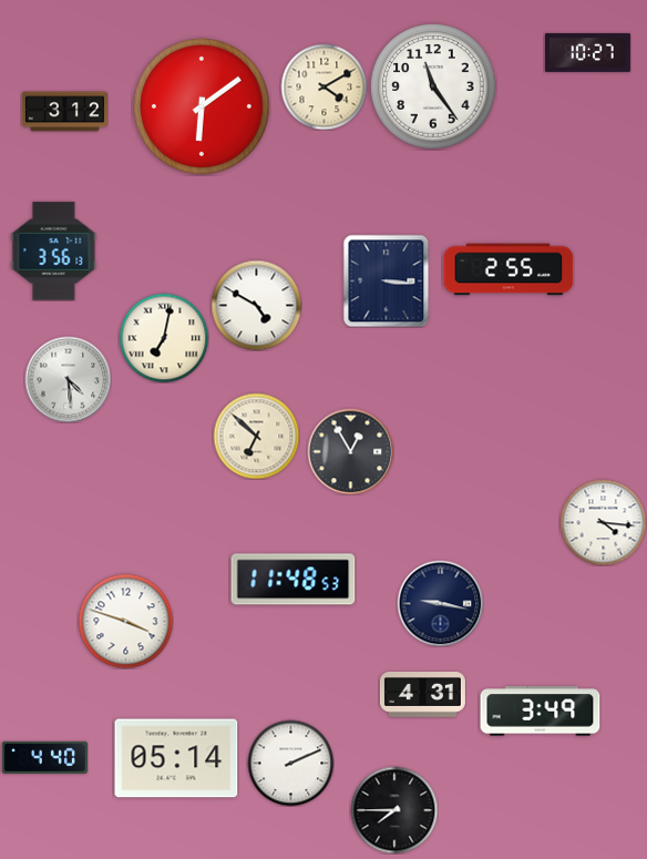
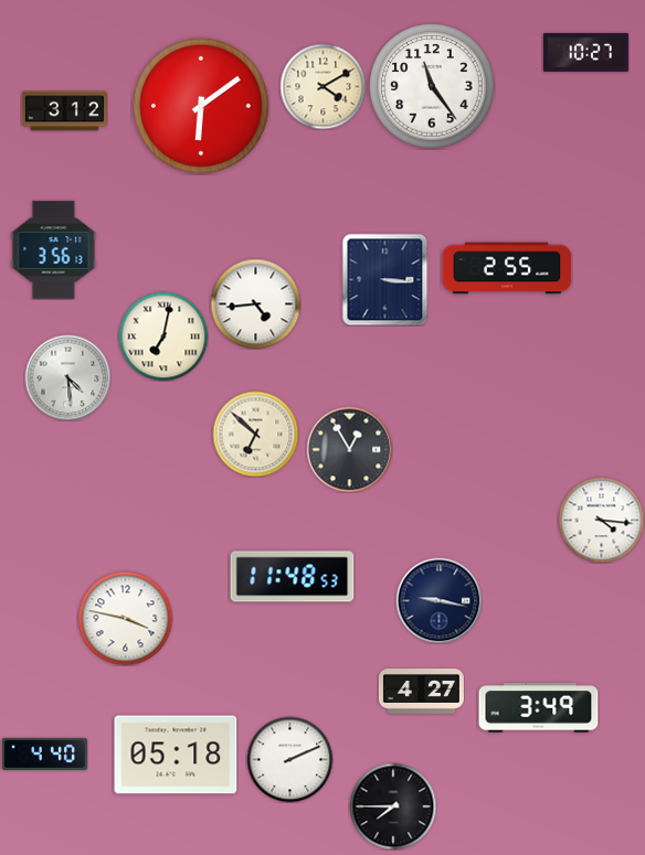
clock at (256, 305): 4:50 -> 4:44
clock at (125, 621): 3:48 -> 3:47
clock at (422, 695): 4:31 -> 4:27
clock at (176, 758): 05:14 -> 05:18
